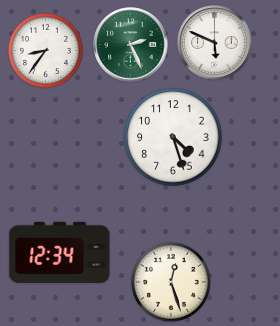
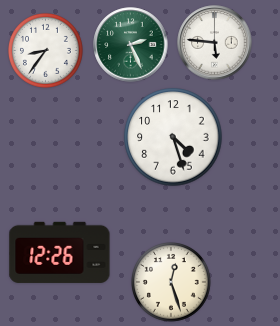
clock at (215, 43): 5:49 -> 5:46
clock at (60, 252): 12:34 -> 12:26
